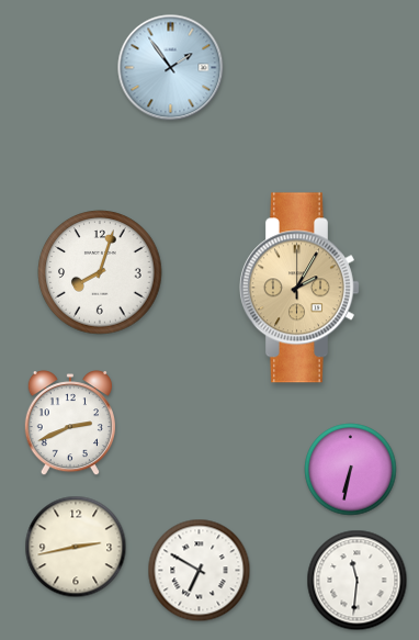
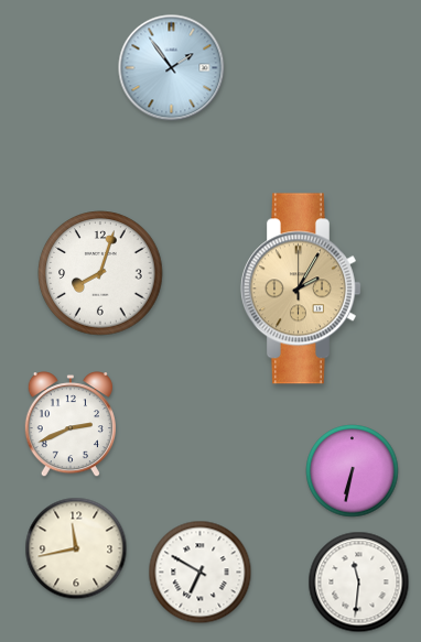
clock at (76, 547): 2:43 -> 11:43
